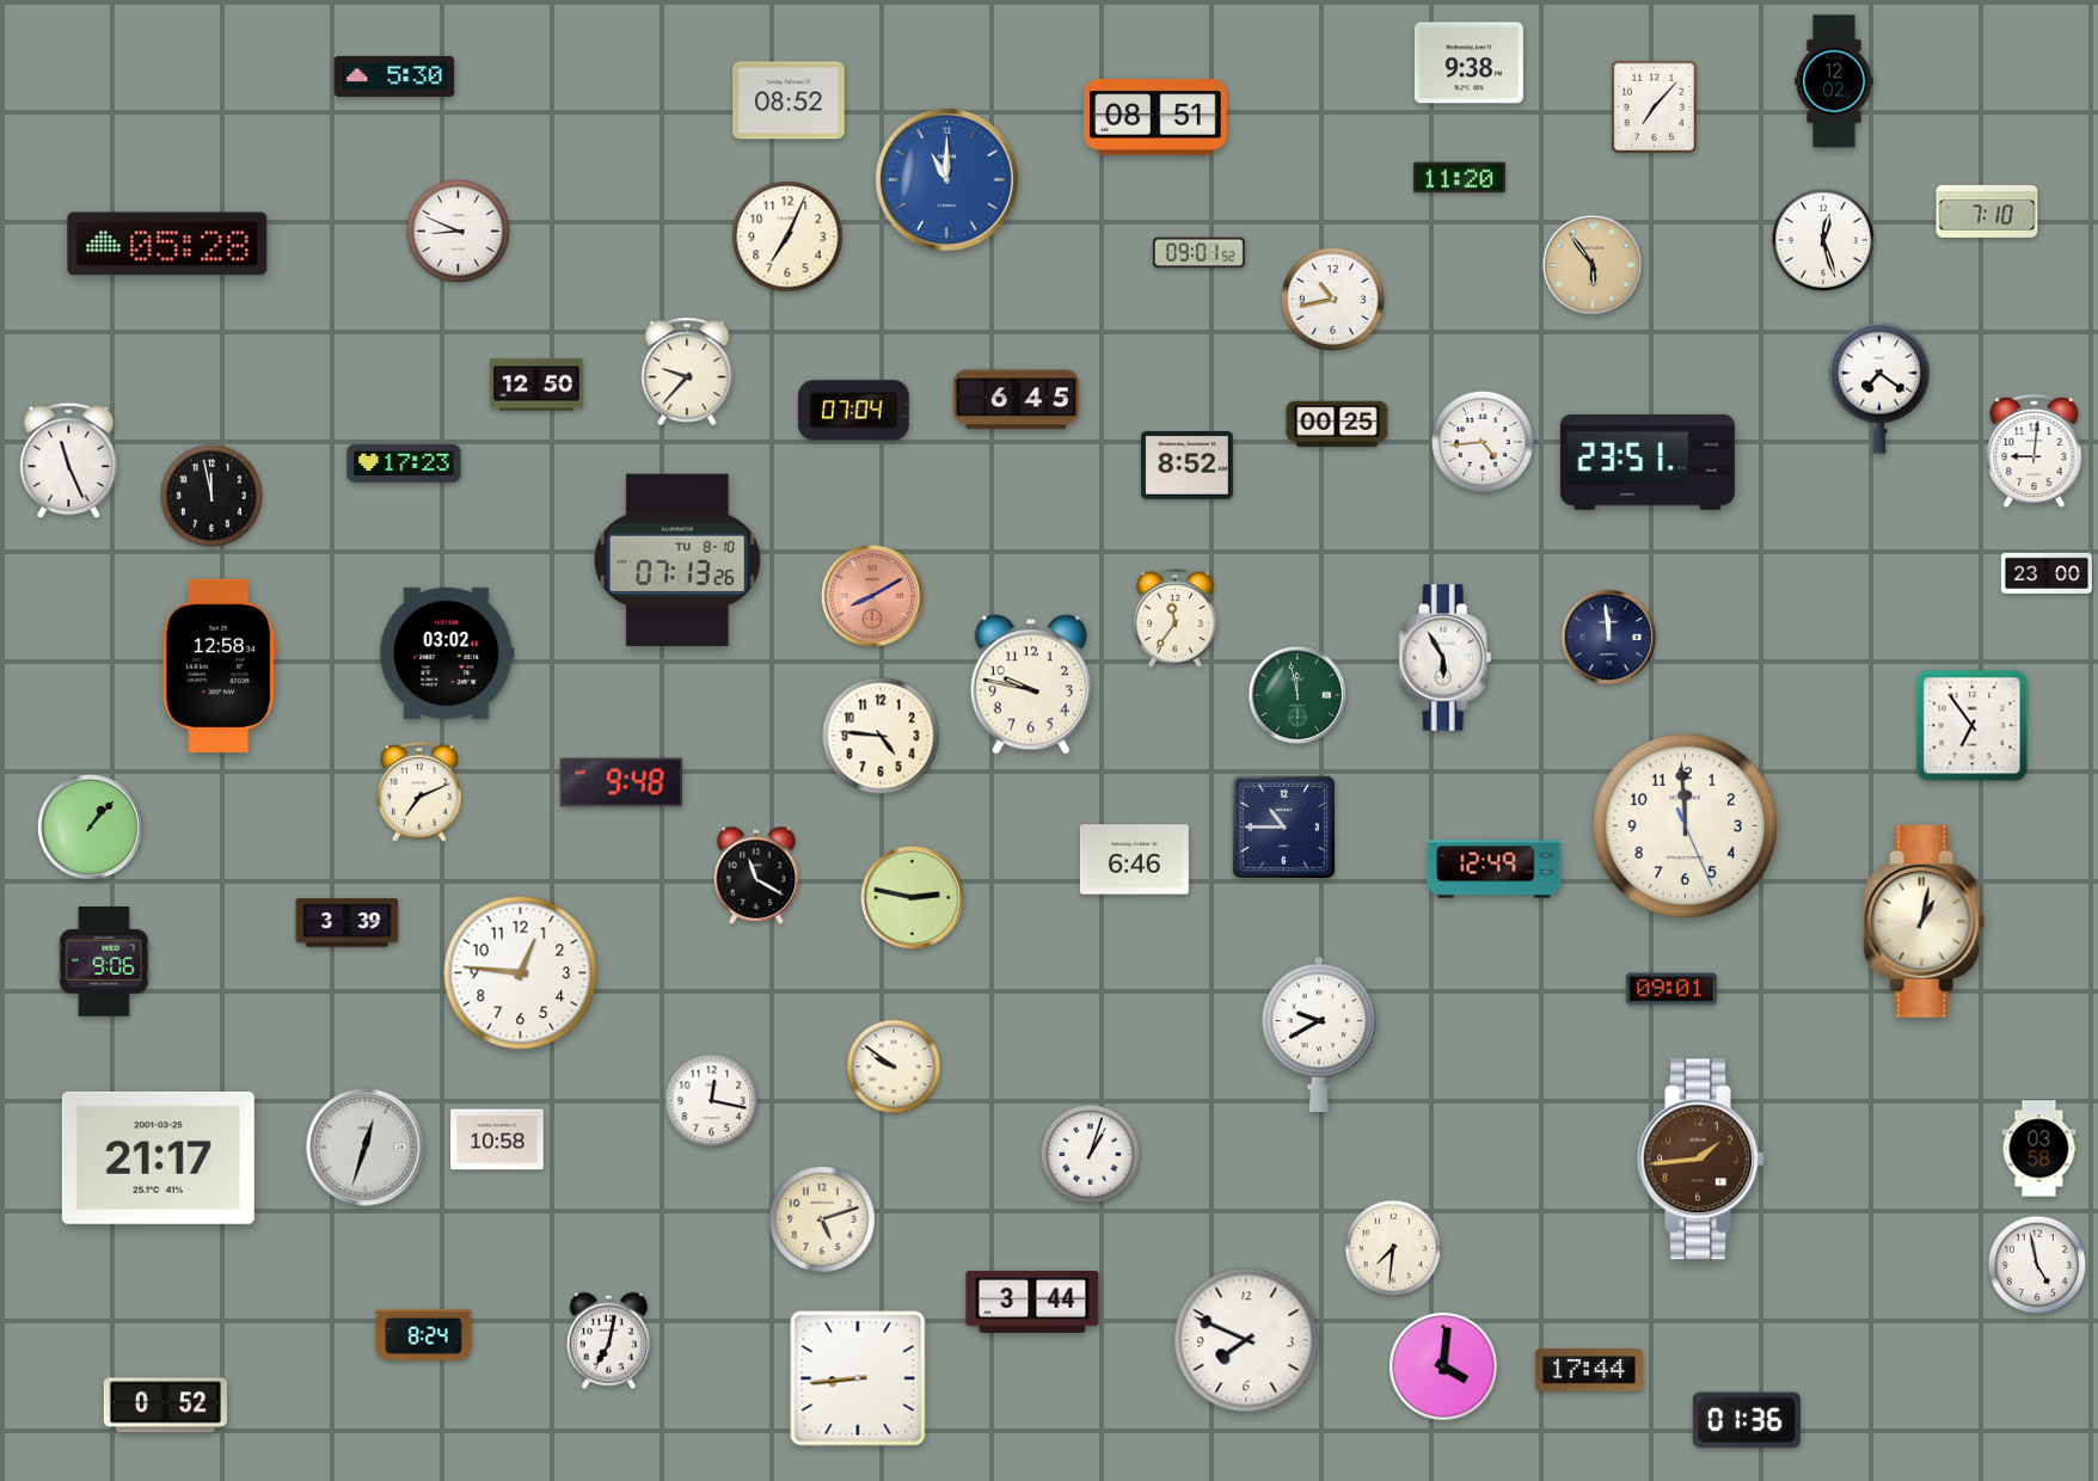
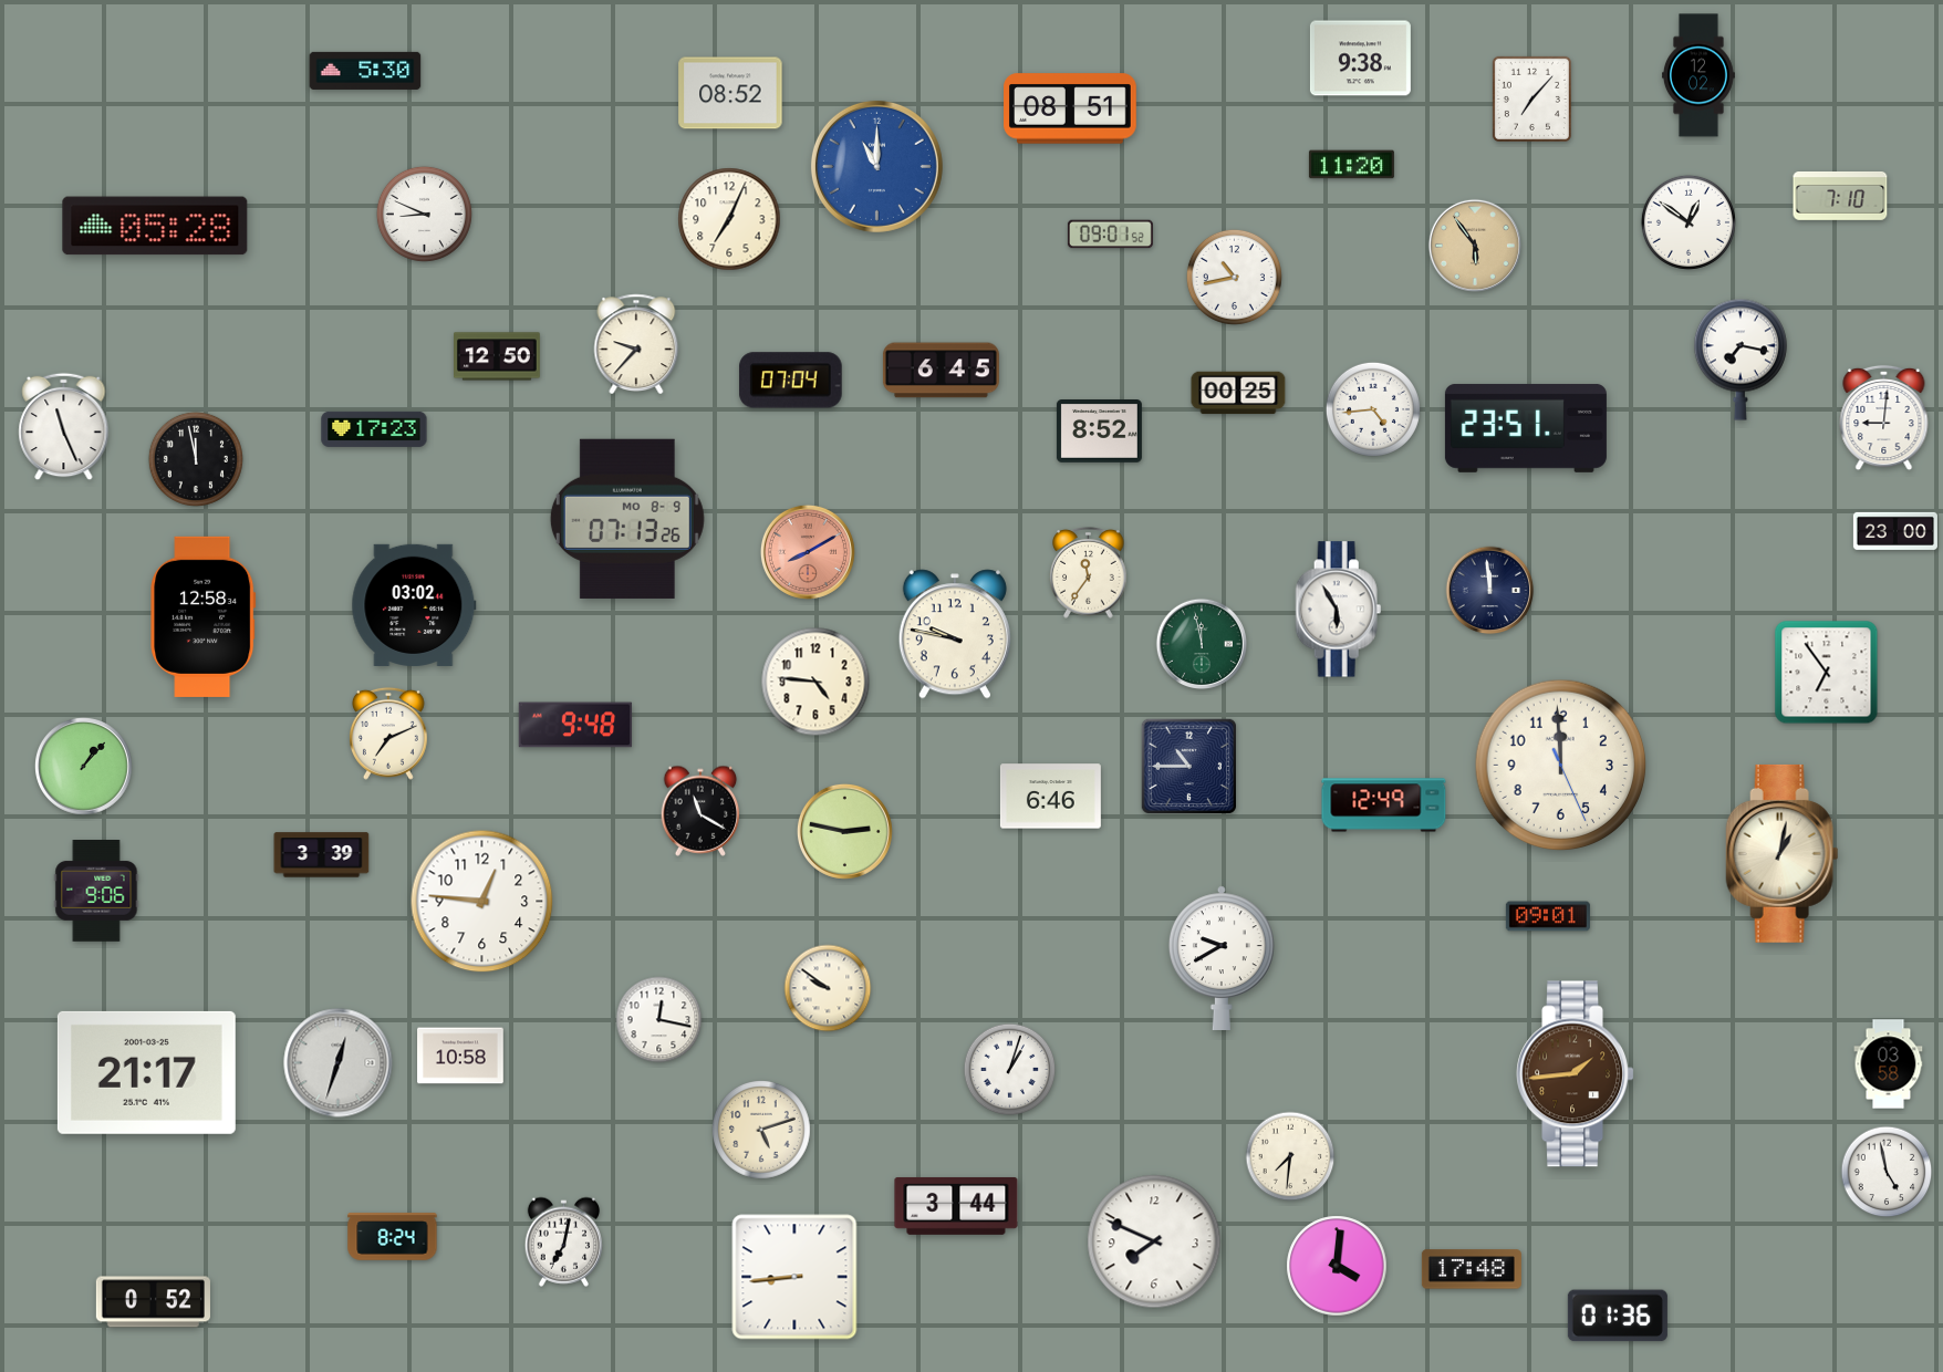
clock at (1823, 240): 12:27 -> 12:51
clock at (1879, 388): 7:21 -> 7:17
clock at (677, 560) date: TU 8-10 -> MO 8-9
clock at (1589, 1370): 17:44 -> 17:48
